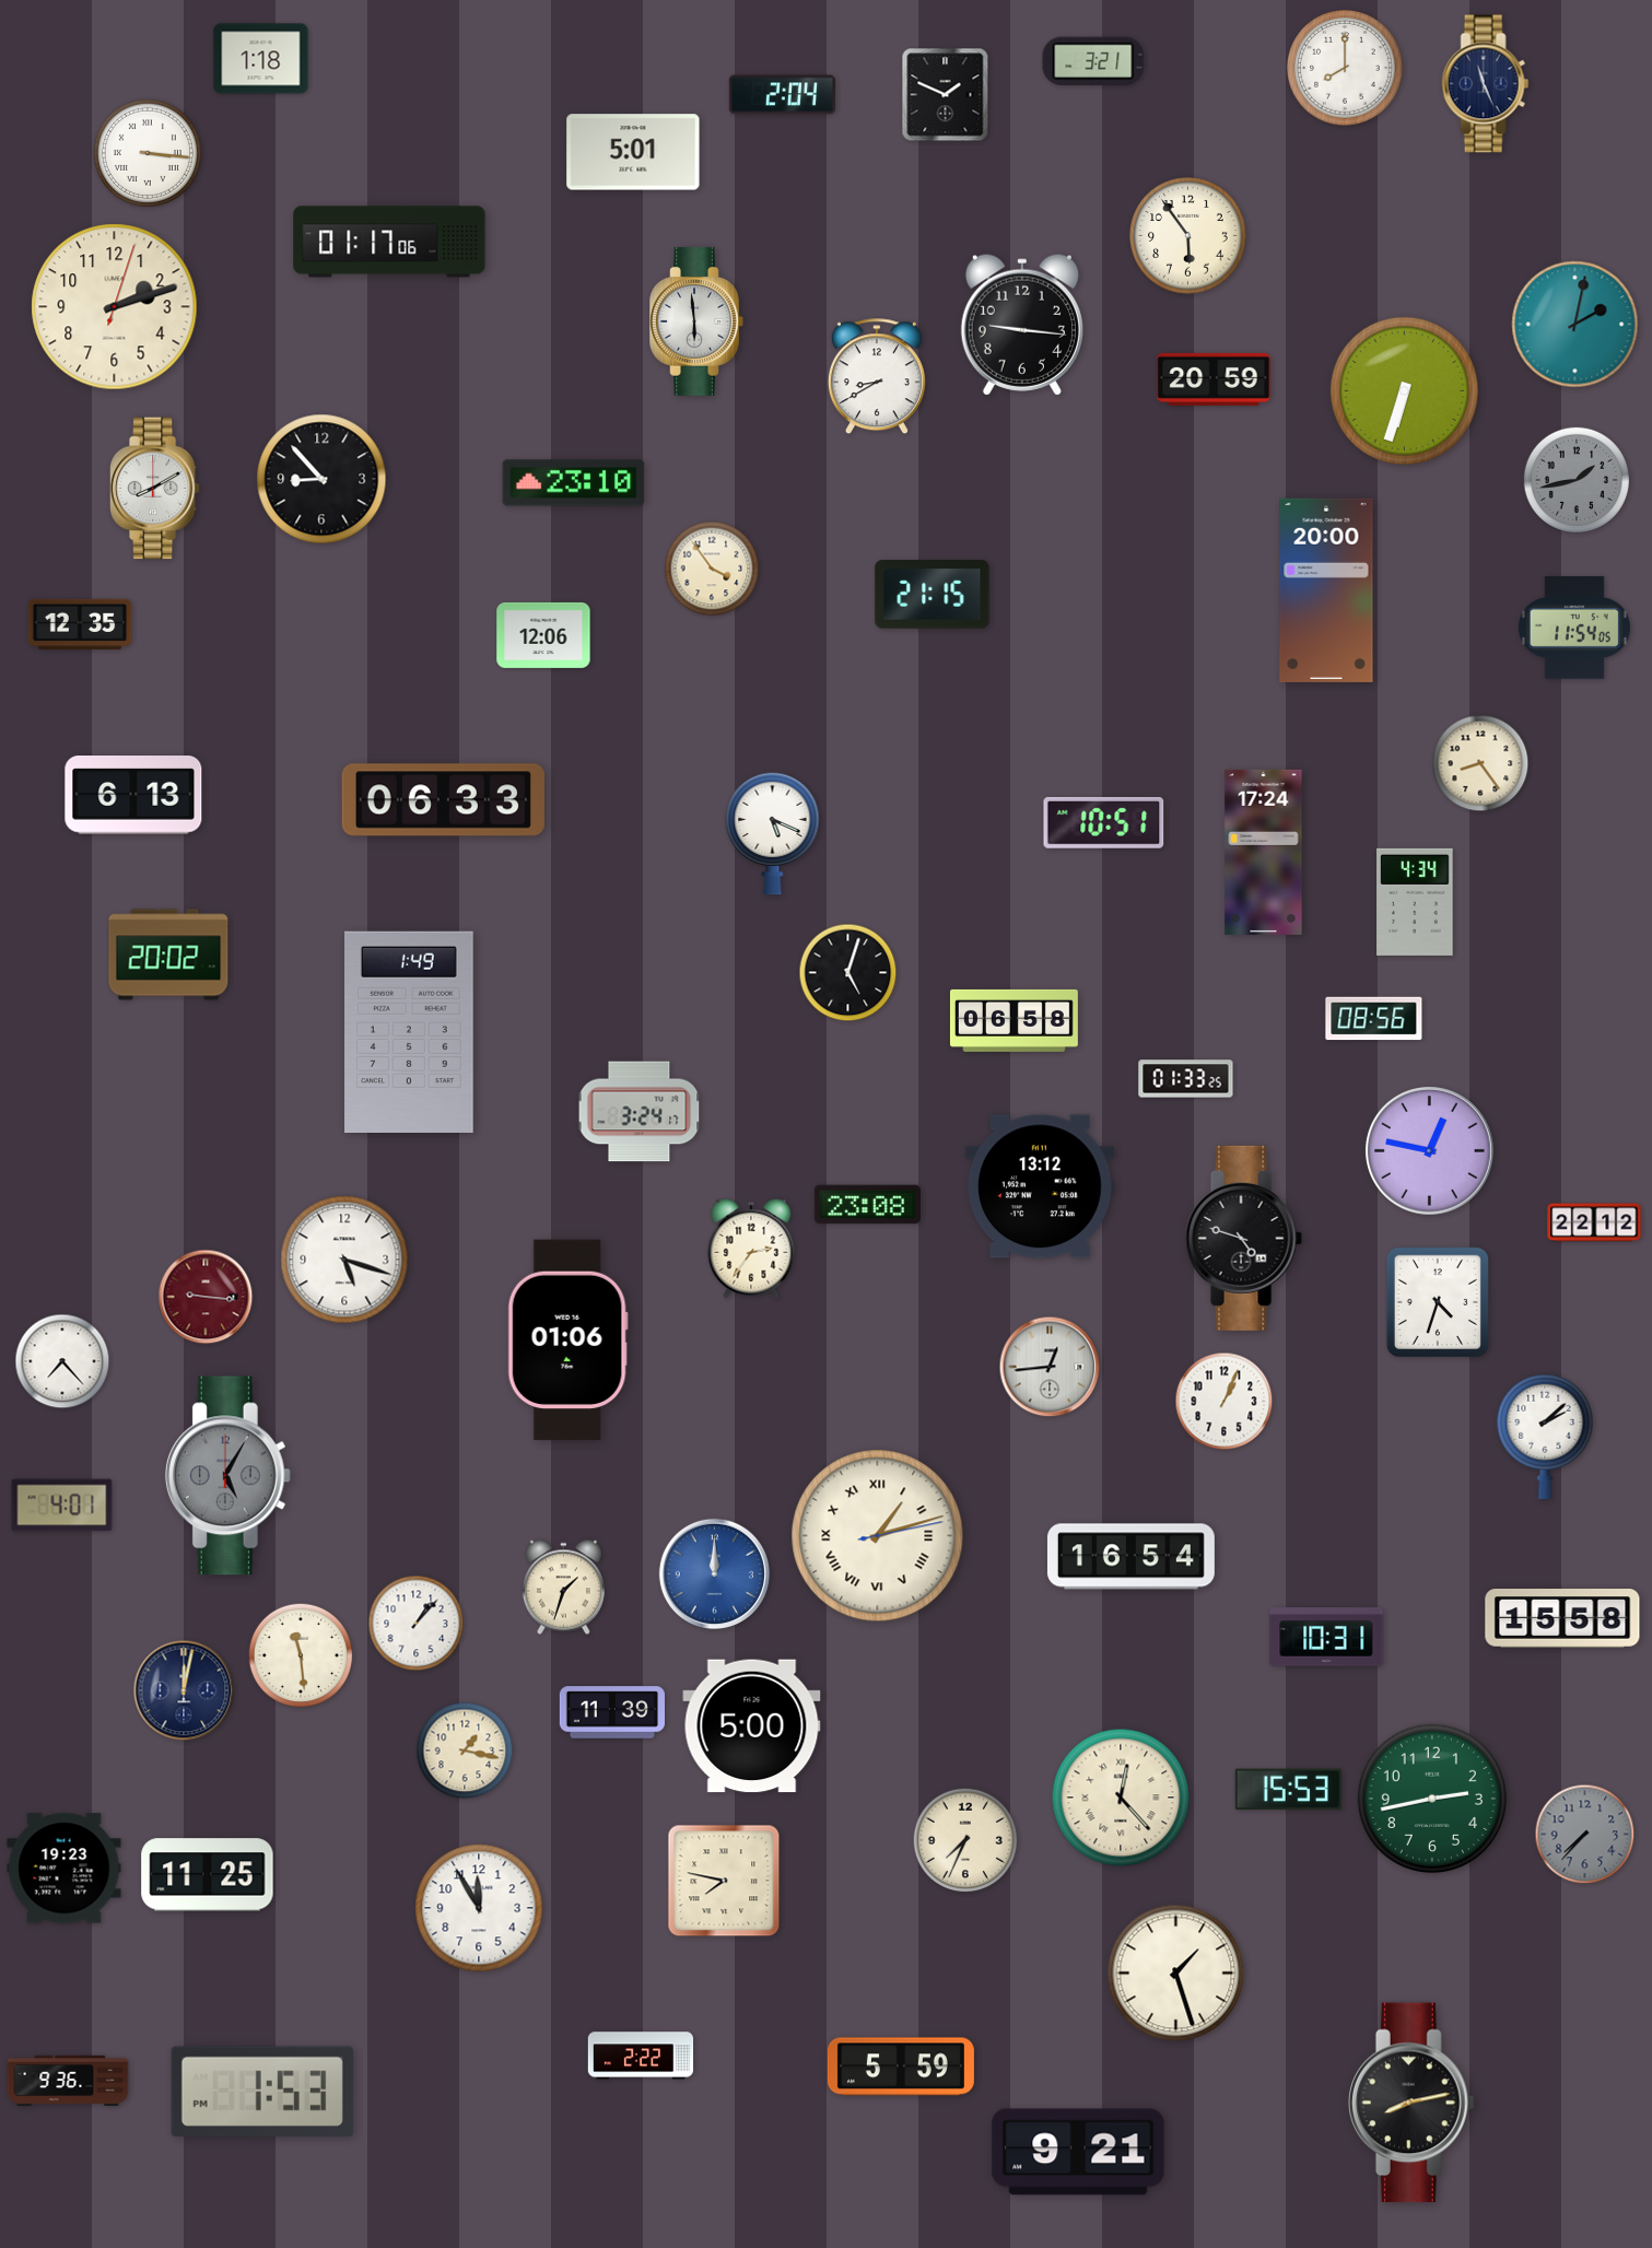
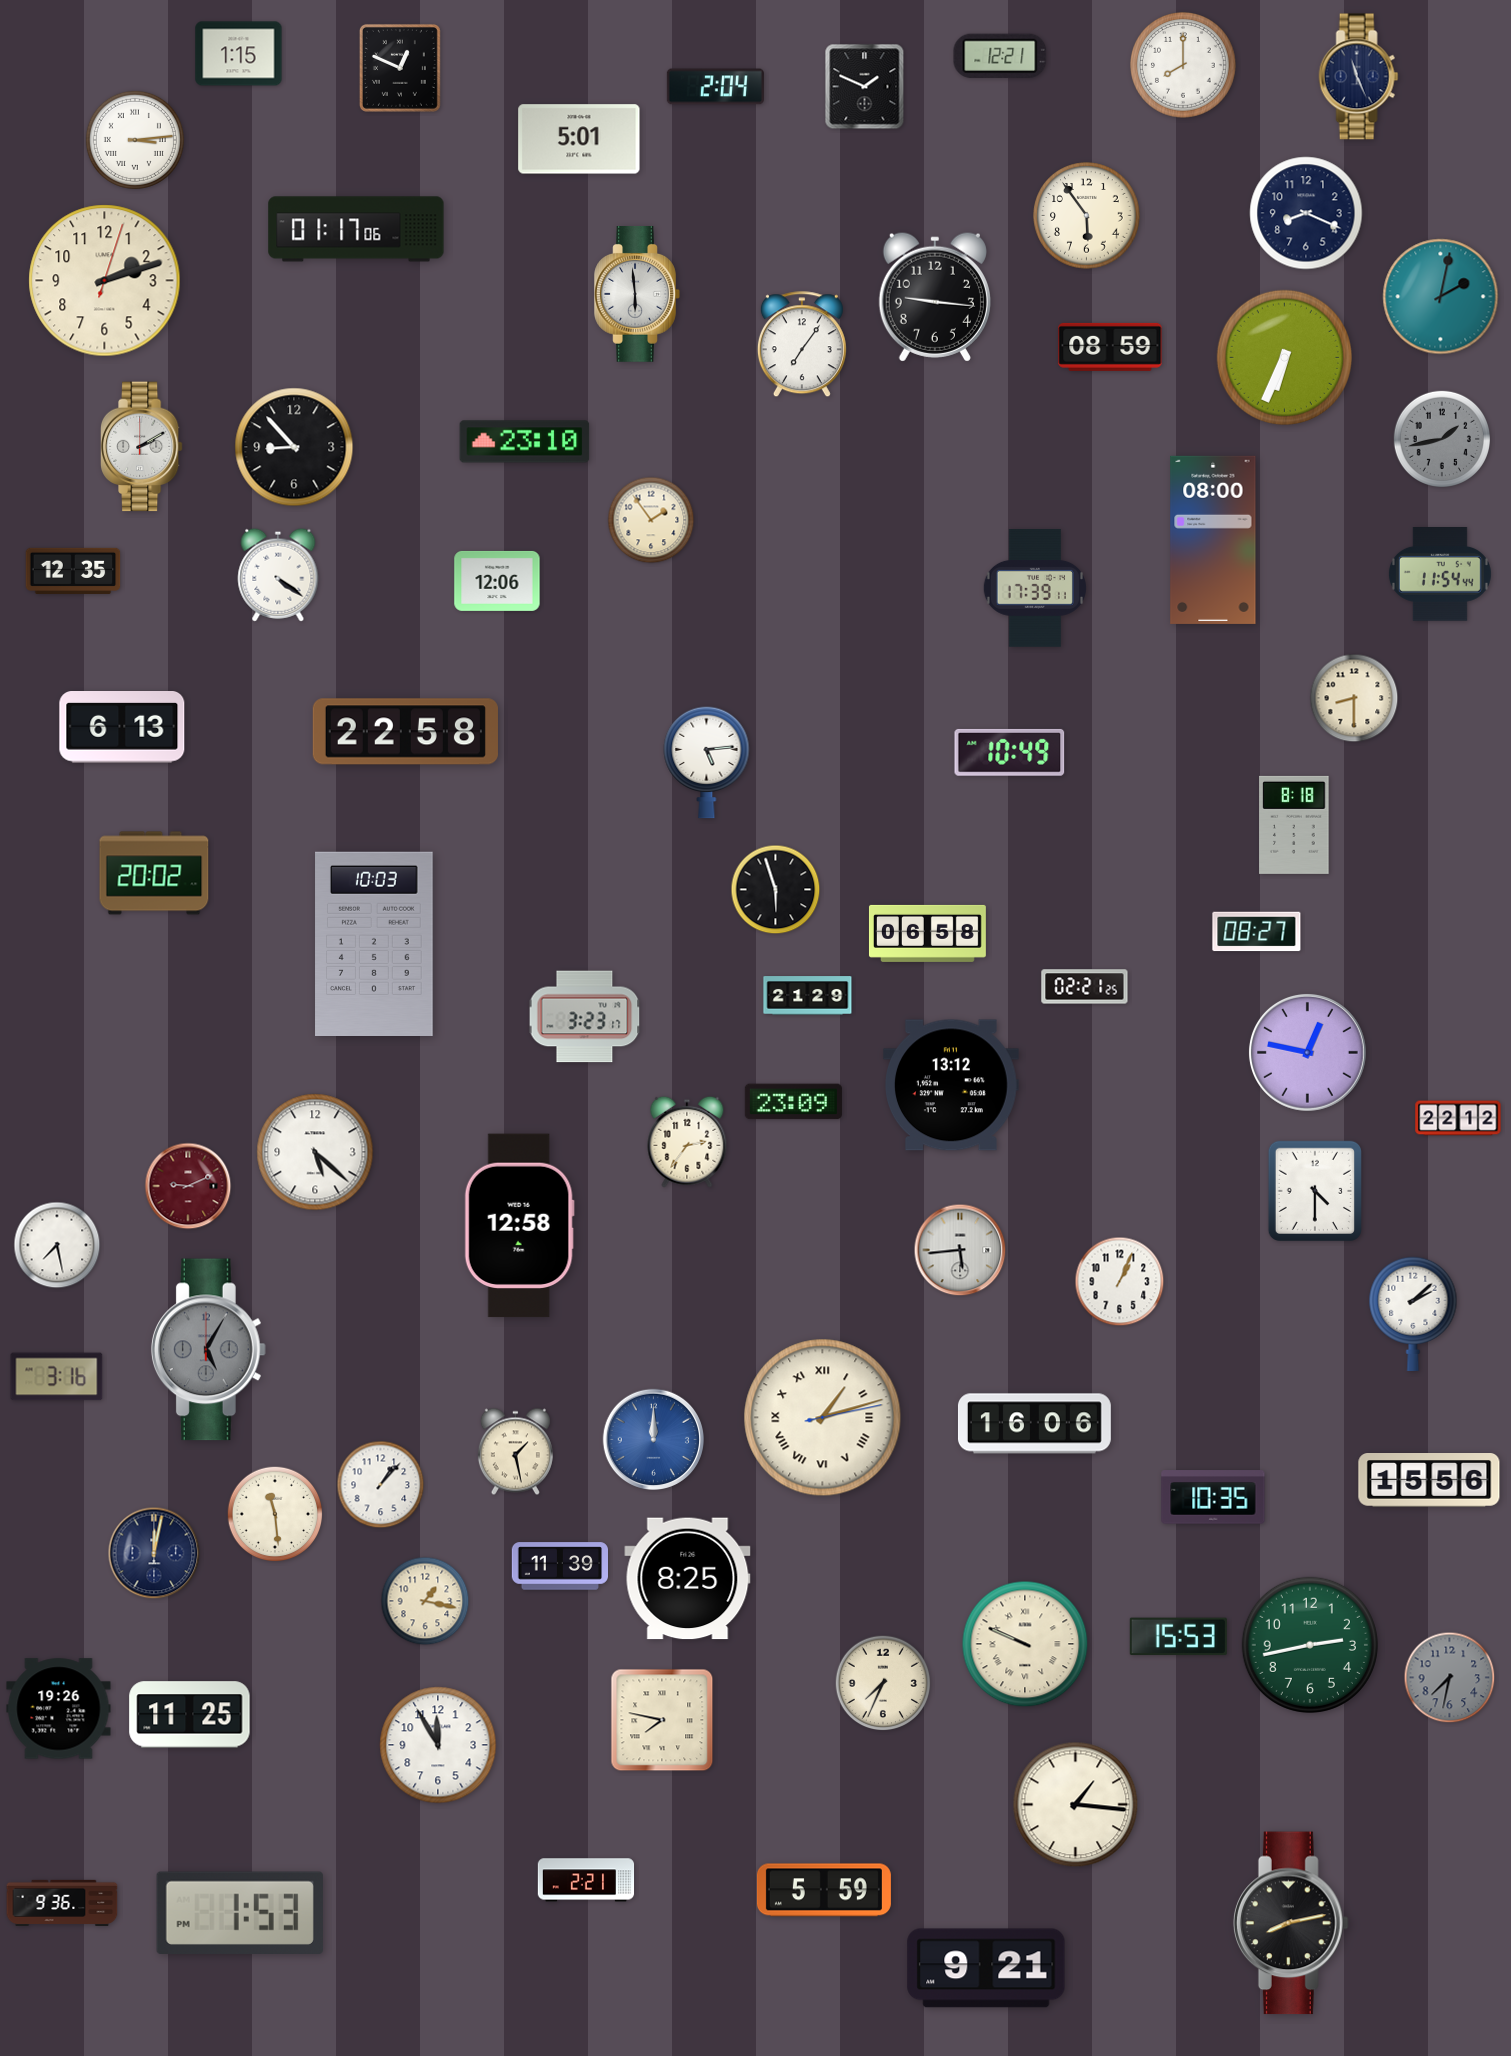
clock at (261, 59): 1:18 -> 1:15
clock at (1093, 61): 3:21 -> 12:21
clock at (1345, 68) position: (1345, 68) -> (1183, 65)
clock at (400, 68): none -> 12:49
clock at (148, 153): 3:16 -> 3:14
clock at (1306, 213): none -> 8:19
clock at (389, 242) position: (389, 242) -> (356, 229)
clock at (877, 377): 8:40 -> 7:06
clock at (1214, 379): 20:59 -> 08:59
clock at (1404, 390): 6:33 -> 6:34
clock at (321, 479) position: (321, 479) -> (294, 447)
clock at (154, 489): 8:10 -> 2:10
clock at (712, 569): 3:54 -> 1:54
clock at (1326, 590): 20:00 -> 08:00
clock at (933, 595): 21:15 -> none
clock at (278, 575): none -> 4:21
clock at (1574, 629): 11:54:05 -> 11:54:44
clock at (1035, 589): none -> 17:39
clock at (1480, 763): 8:24 -> 8:30
clock at (443, 800): 06:33 -> 22:58
clock at (1104, 822): 10:51 -> 10:49
clock at (773, 833): 5:19 -> 5:14
clock at (1264, 852): 17:24 -> none
clock at (1415, 902): 4:34 -> 8:18
clock at (848, 973): 5:03 -> 5:57
clock at (1374, 1019): 08:56 -> 08:27
clock at (409, 1031): 1:49 -> 10:03
clock at (1186, 1079): 01:33 -> 02:21
clock at (808, 996): none -> 21:29
clock at (640, 1112): 3:24 -> 3:23
clock at (867, 1205): 23:08 -> 23:09
clock at (1243, 1238): 4:48 -> none
clock at (344, 1260): 5:18 -> 5:22
clock at (206, 1297): 9:16 -> 9:11
clock at (1438, 1302): 4:33 -> 4:30
clock at (567, 1340): 01:06 -> 12:58
clock at (62, 1361): 7:23 -> 7:28
clock at (1050, 1367): 12:44 -> 5:44
clock at (62, 1506): 4:01 -> 3:16
clock at (878, 1536) position: (878, 1536) -> (823, 1418)
clock at (1130, 1557): 16:54 -> 16:06
clock at (563, 1588): 1:33 -> 1:28
clock at (1562, 1618): 15:58 -> 15:56
clock at (1326, 1637): 10:31 -> 10:35
clock at (184, 1690) position: (184, 1690) -> (154, 1553)
clock at (752, 1726): 5:00 -> 8:25
clock at (1121, 1798): 12:23 -> 9:49
clock at (1585, 1835): 7:37 -> 7:32
clock at (65, 1869): 19:23 -> 19:26
clock at (1176, 1974): 1:27 -> 1:16
clock at (641, 2056): 2:22 -> 2:21
